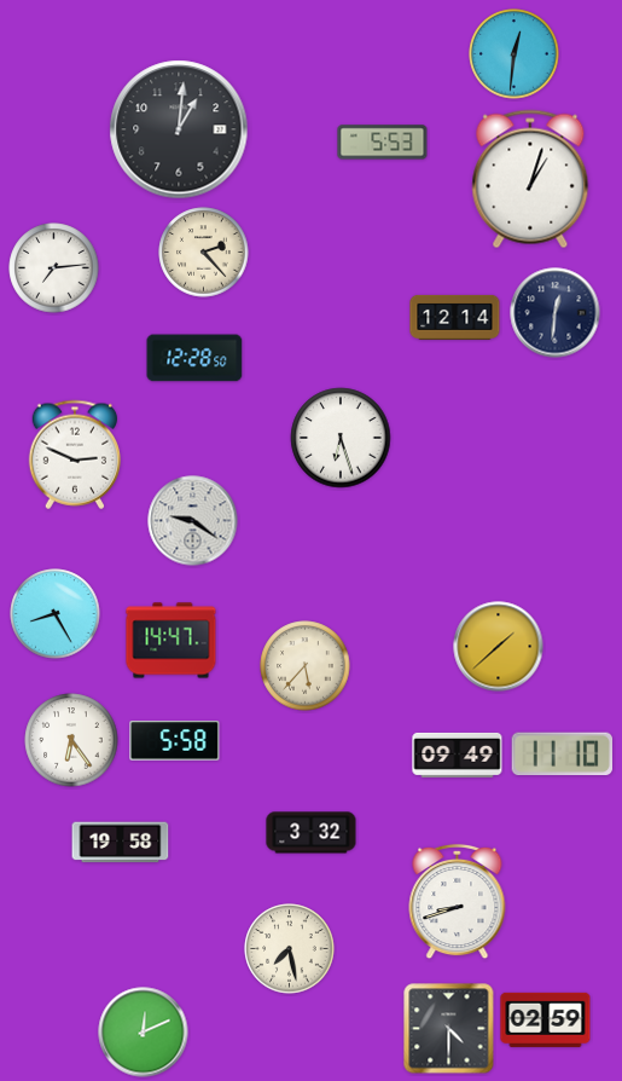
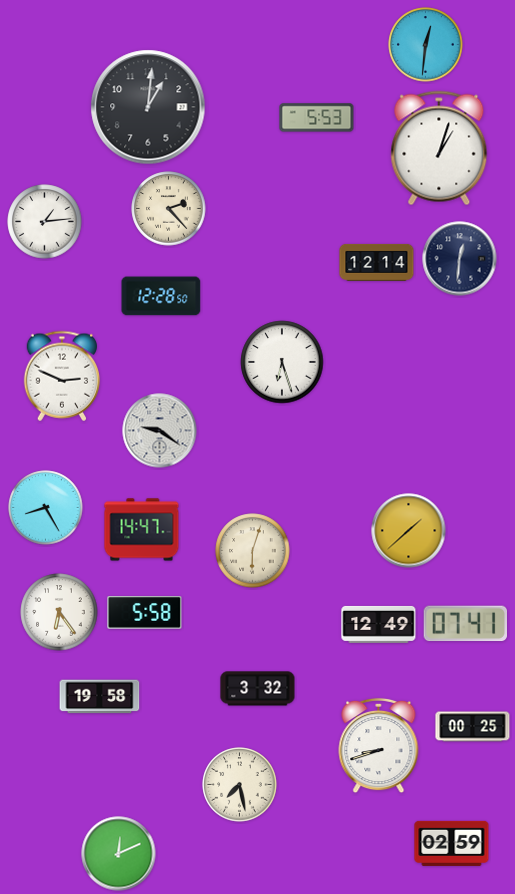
clock at (54, 268): 7:14 -> 1:14
clock at (499, 647) position: (499, 647) -> (409, 531)
clock at (306, 666): 5:37 -> 6:03
clock at (458, 755): 09:49 -> 12:49
clock at (562, 755): 11:10 -> 07:41
clock at (473, 727): none -> 00:25
clock at (449, 1029): 4:30 -> none
